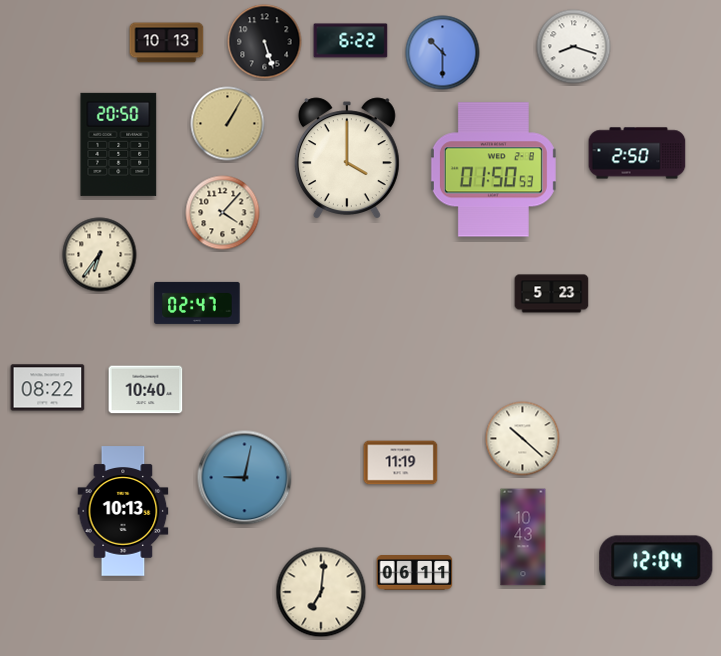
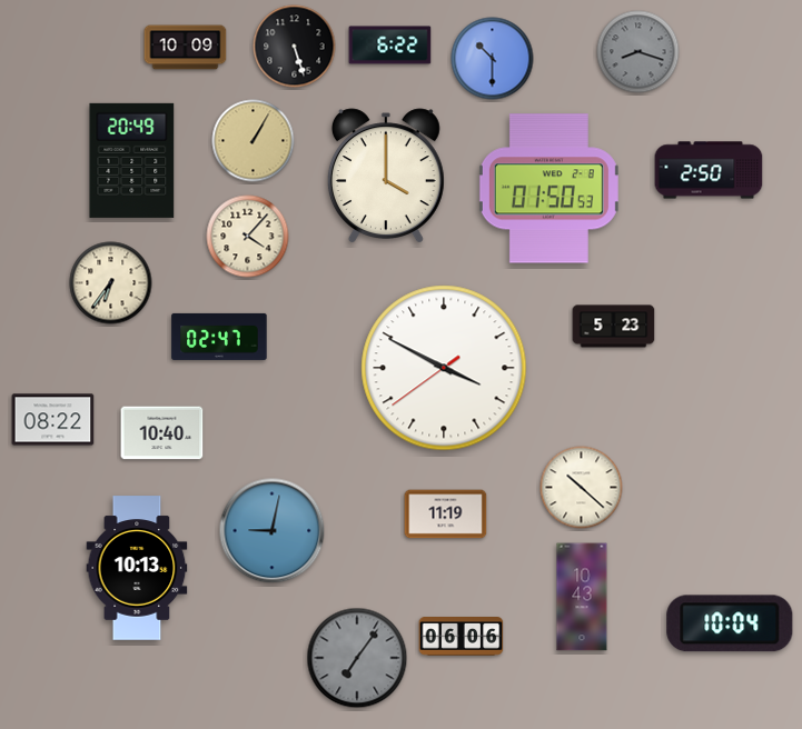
clock at (167, 43): 10:13 -> 10:09
clock at (574, 47) dial: white -> grey
clock at (228, 124) position: (228, 124) -> (254, 141)
clock at (119, 144): 20:50 -> 20:49
clock at (444, 368): none -> 3:49
clock at (48, 388) position: (48, 388) -> (53, 420)
clock at (656, 561): 12:04 -> 10:04
clock at (415, 573): 06:11 -> 06:06
clock at (321, 592): 7:01 -> 7:06
clock at (321, 592) dial: cream -> grey
